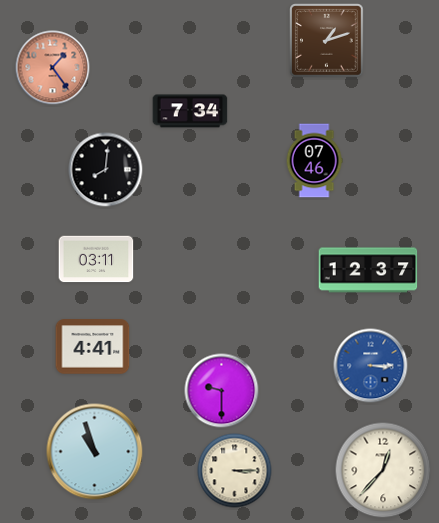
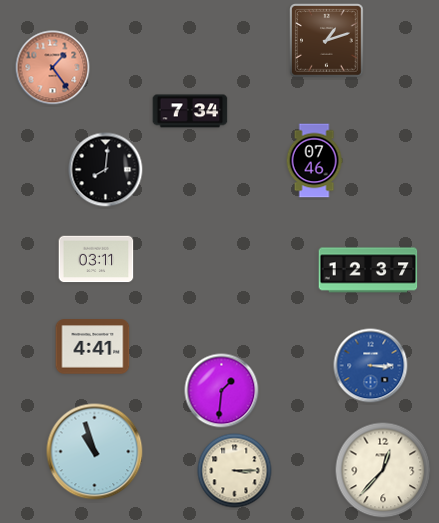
clock at (222, 391): 9:30 -> 1:31
